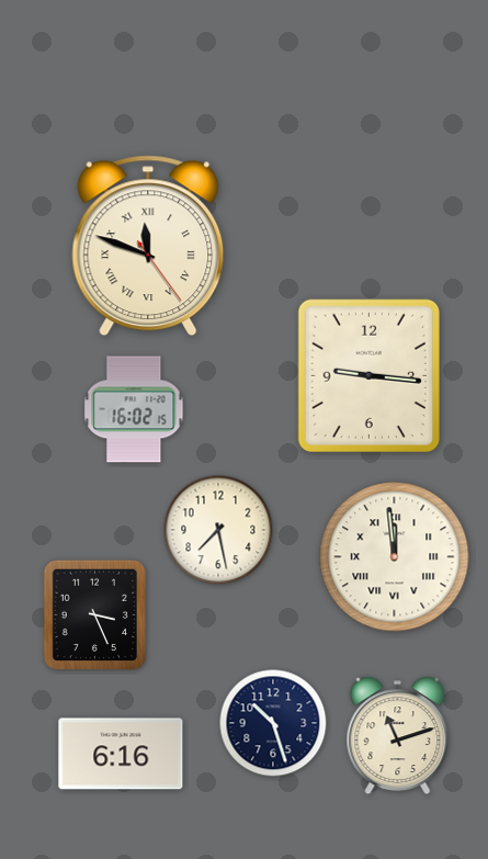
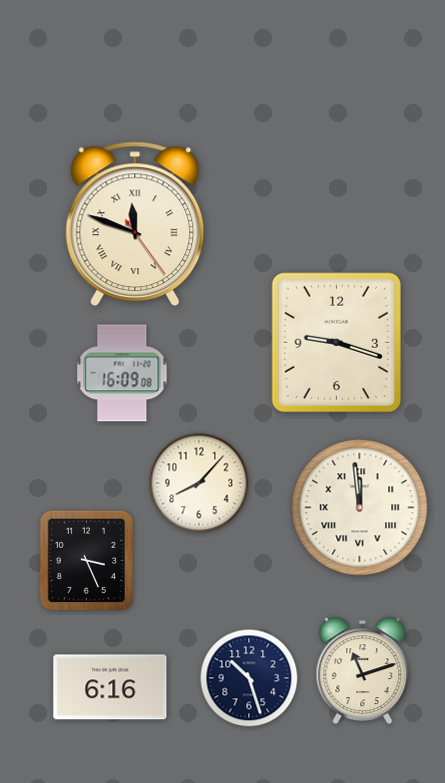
clock at (368, 376): 9:16 -> 9:18
clock at (134, 409): 16:02 -> 16:09
clock at (218, 530): 7:28 -> 8:07
clock at (273, 723) position: (273, 723) -> (249, 678)
